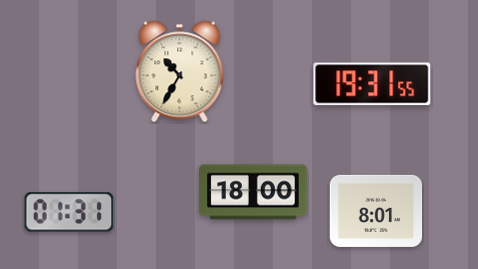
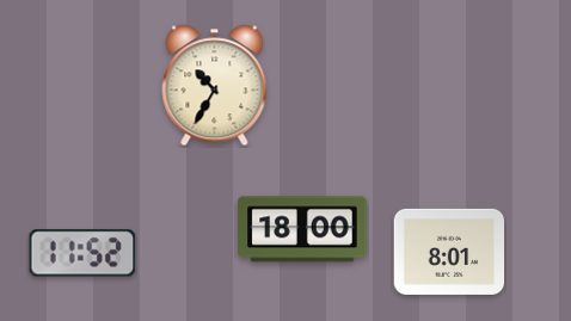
clock at (372, 84): 19:31 -> none
clock at (69, 212): 01:31 -> 11:52
